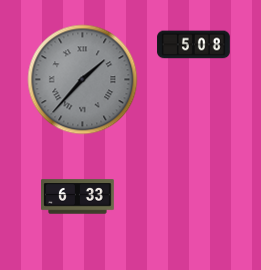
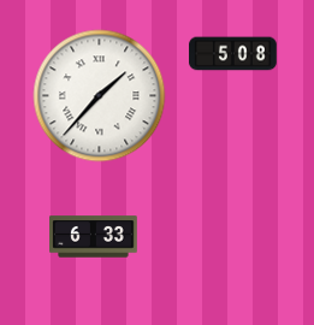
clock at (83, 80) dial: grey -> white
